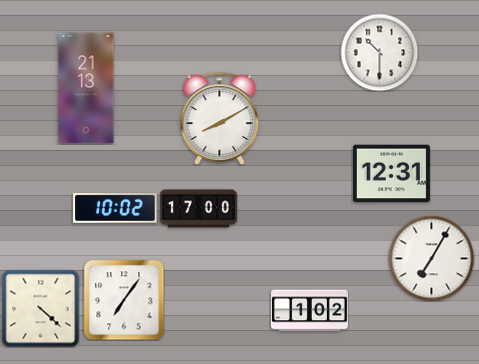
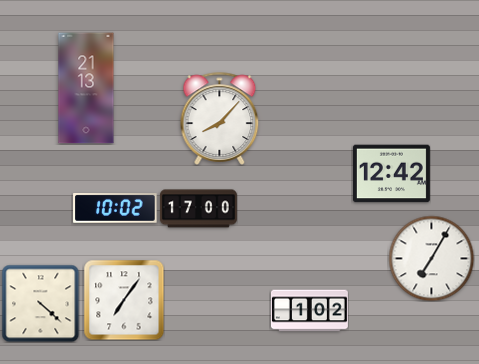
clock at (379, 52): 10:30 -> none
clock at (220, 118): 8:10 -> 8:07
clock at (391, 174): 12:31 -> 12:42
clock at (40, 308) position: (40, 308) -> (40, 303)
